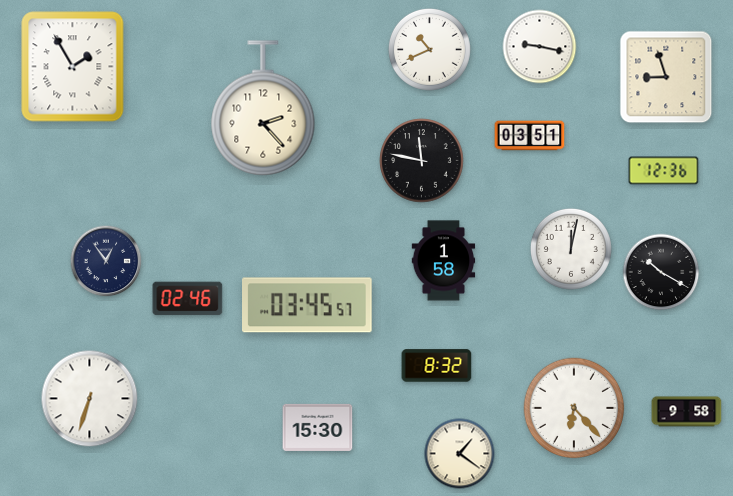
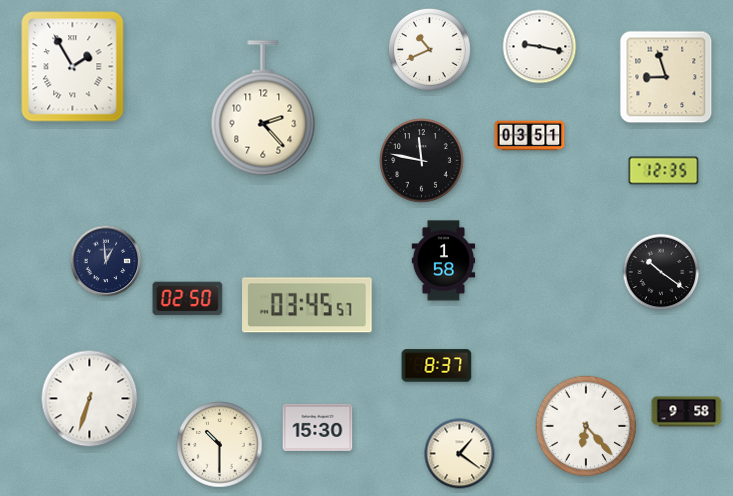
clock at (664, 171): 12:36 -> 12:35
clock at (571, 249): 12:02 -> none
clock at (106, 261): 12:54 -> 12:59
clock at (661, 272): 10:20 -> 10:21
clock at (188, 299): 02:46 -> 02:50
clock at (437, 366): 8:32 -> 8:37
clock at (574, 408) position: (574, 408) -> (586, 426)
clock at (220, 445): none -> 10:30
